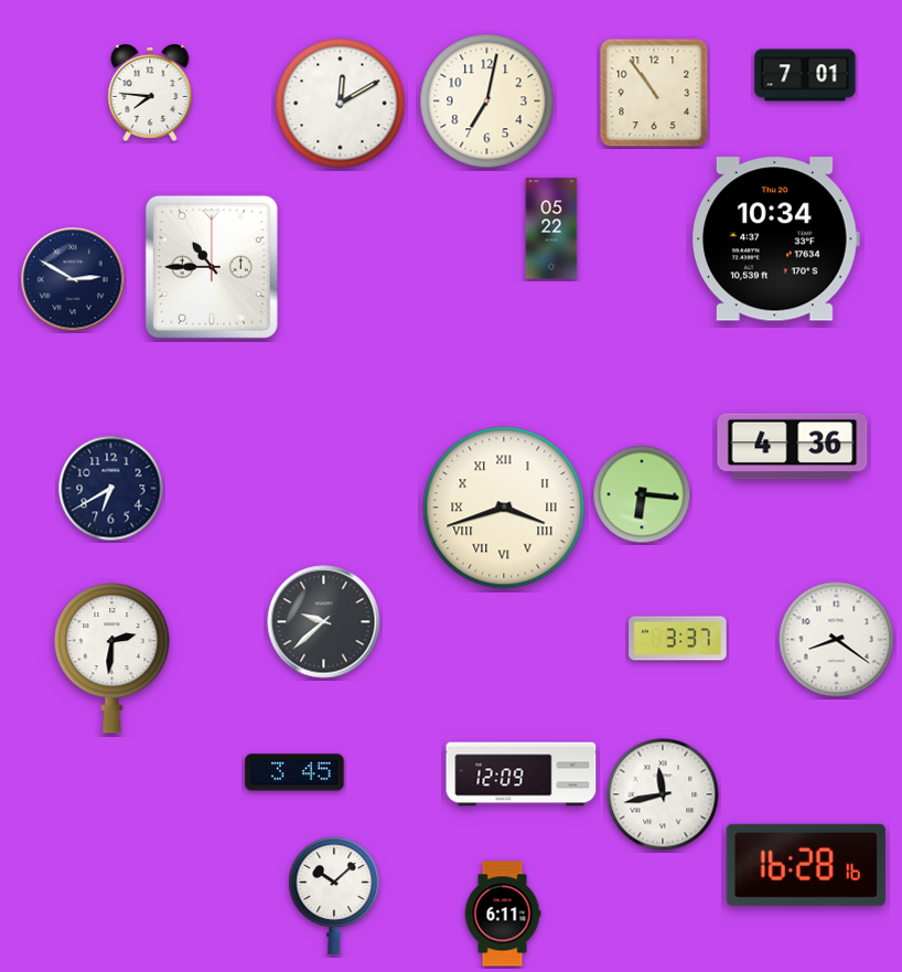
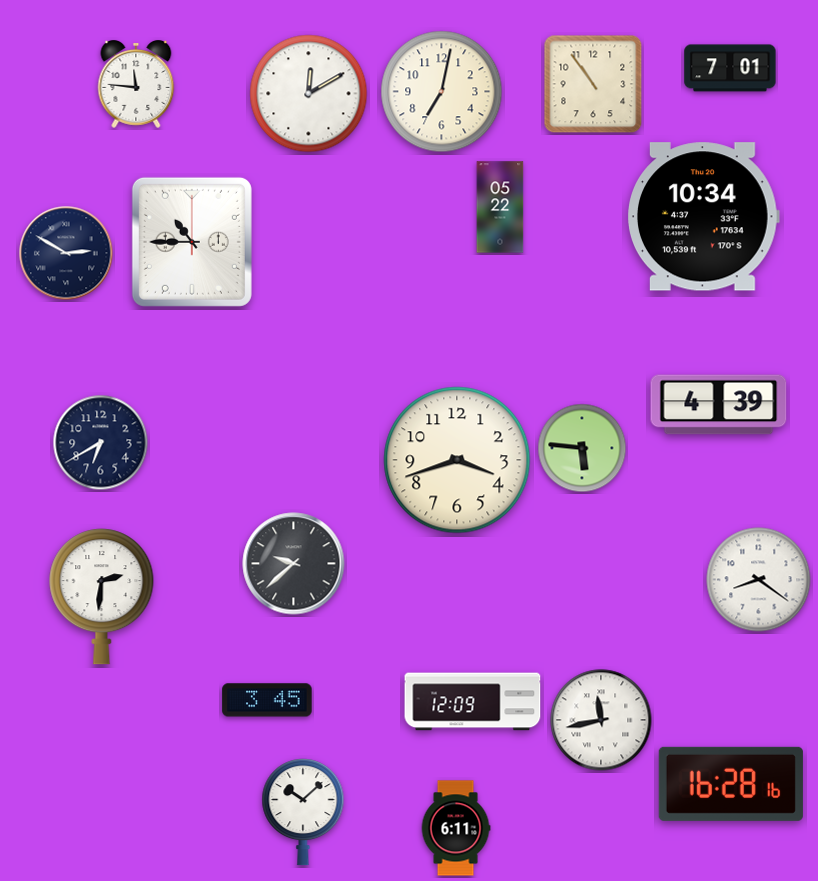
clock at (150, 94): 7:46 -> 11:46
clock at (793, 447): 4:36 -> 4:39
clock at (642, 494): 6:16 -> 5:46
clock at (504, 508) numerals: Roman -> Arabic
clock at (678, 639): 3:37 -> none
